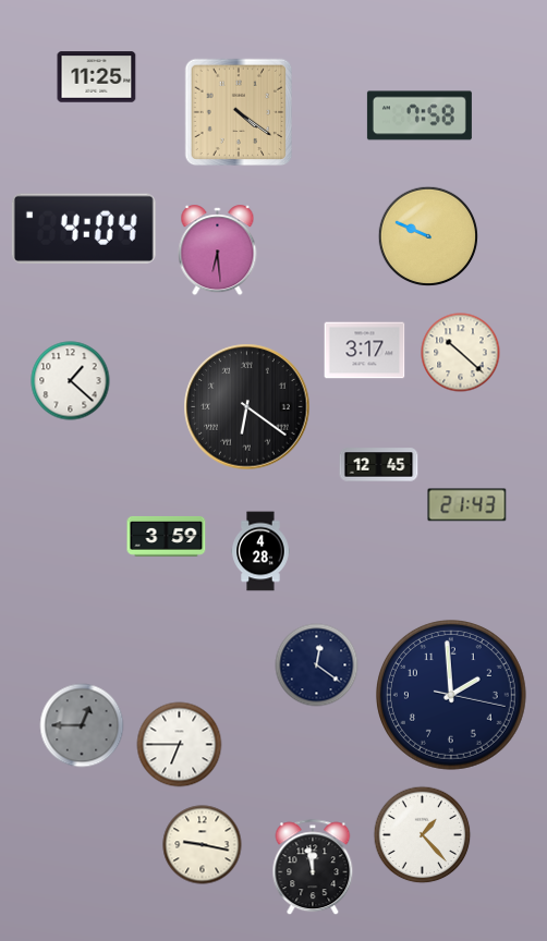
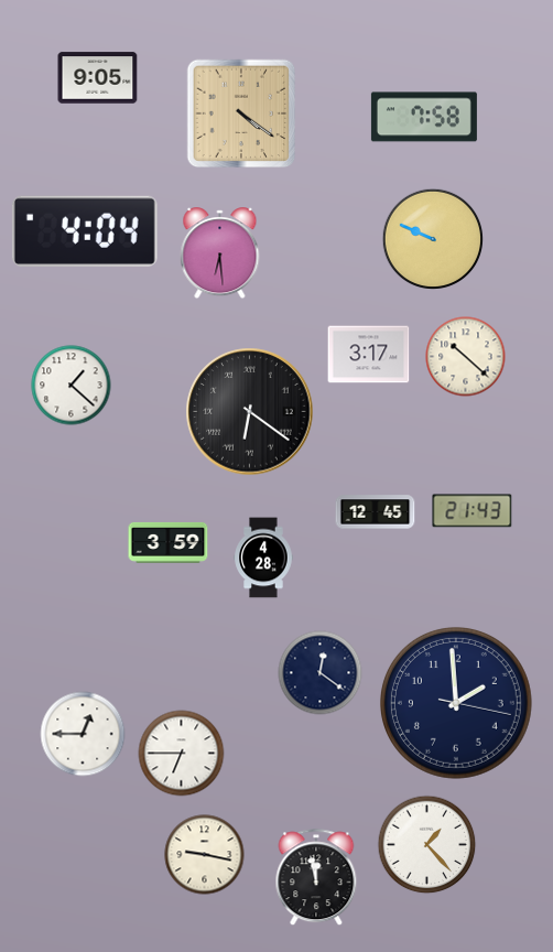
clock at (97, 77): 11:25 -> 9:05
clock at (379, 465) position: (379, 465) -> (376, 512)
clock at (82, 725) dial: grey -> white
